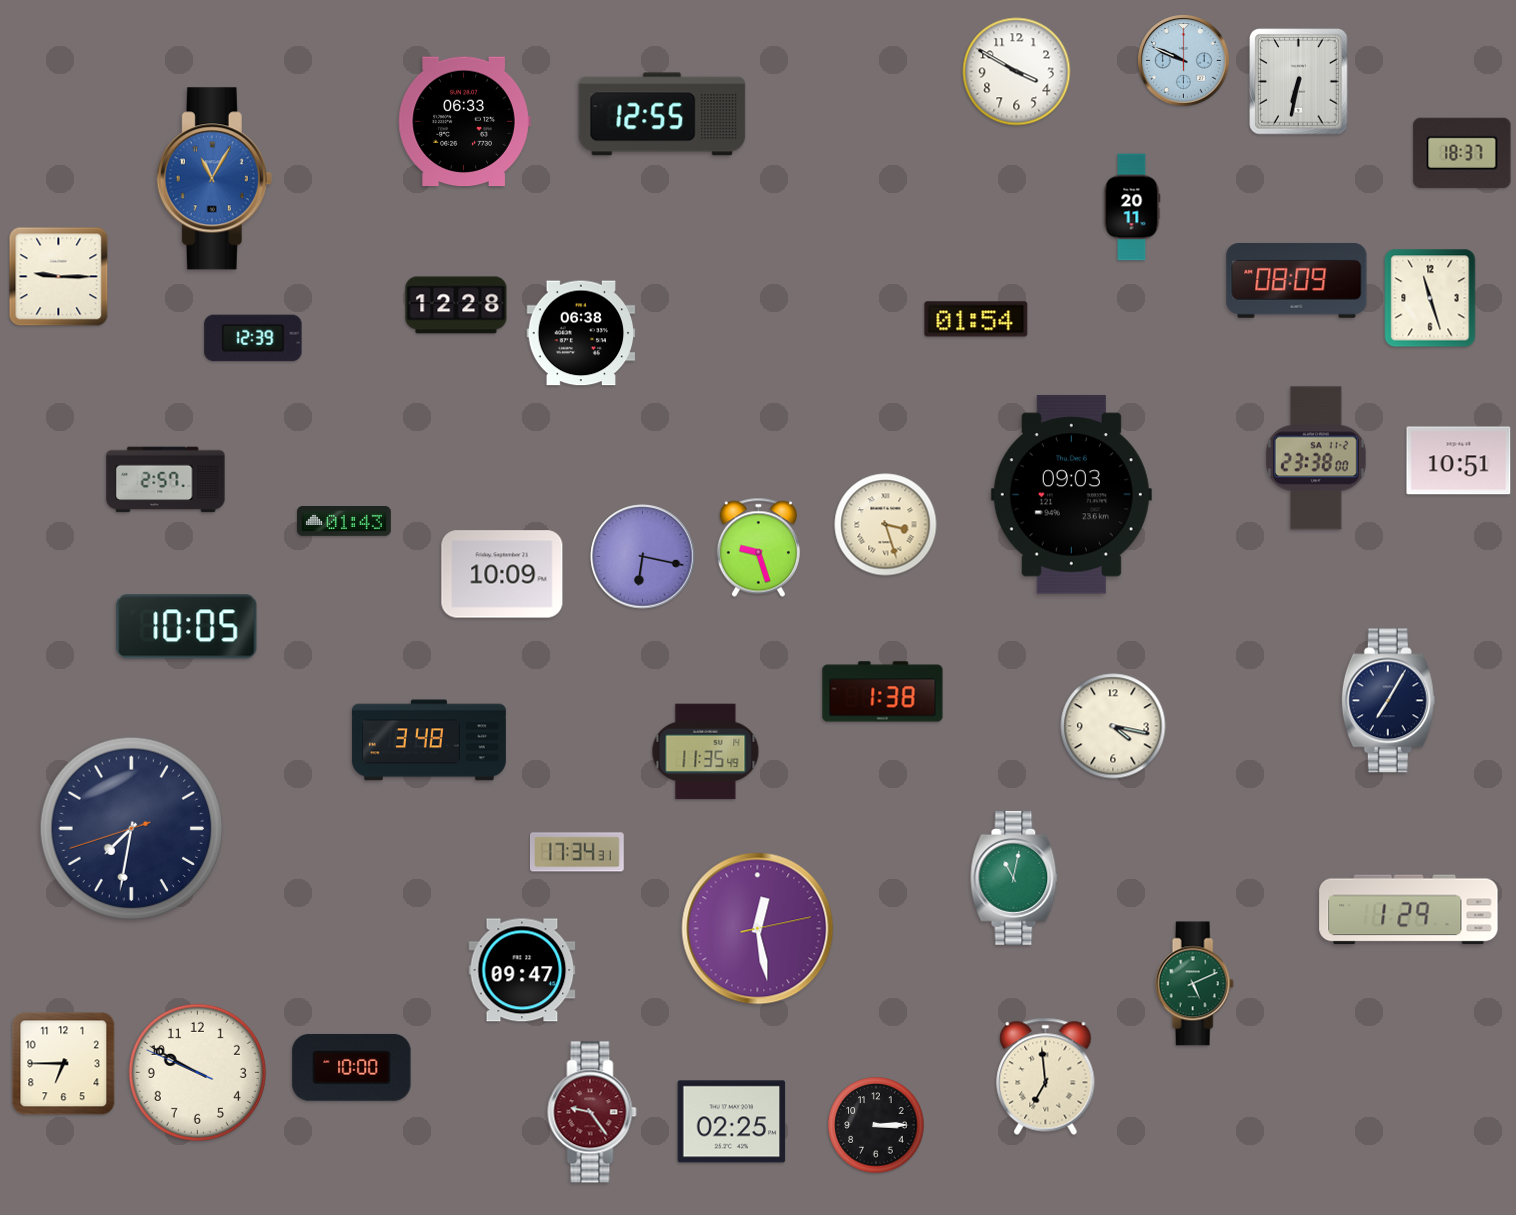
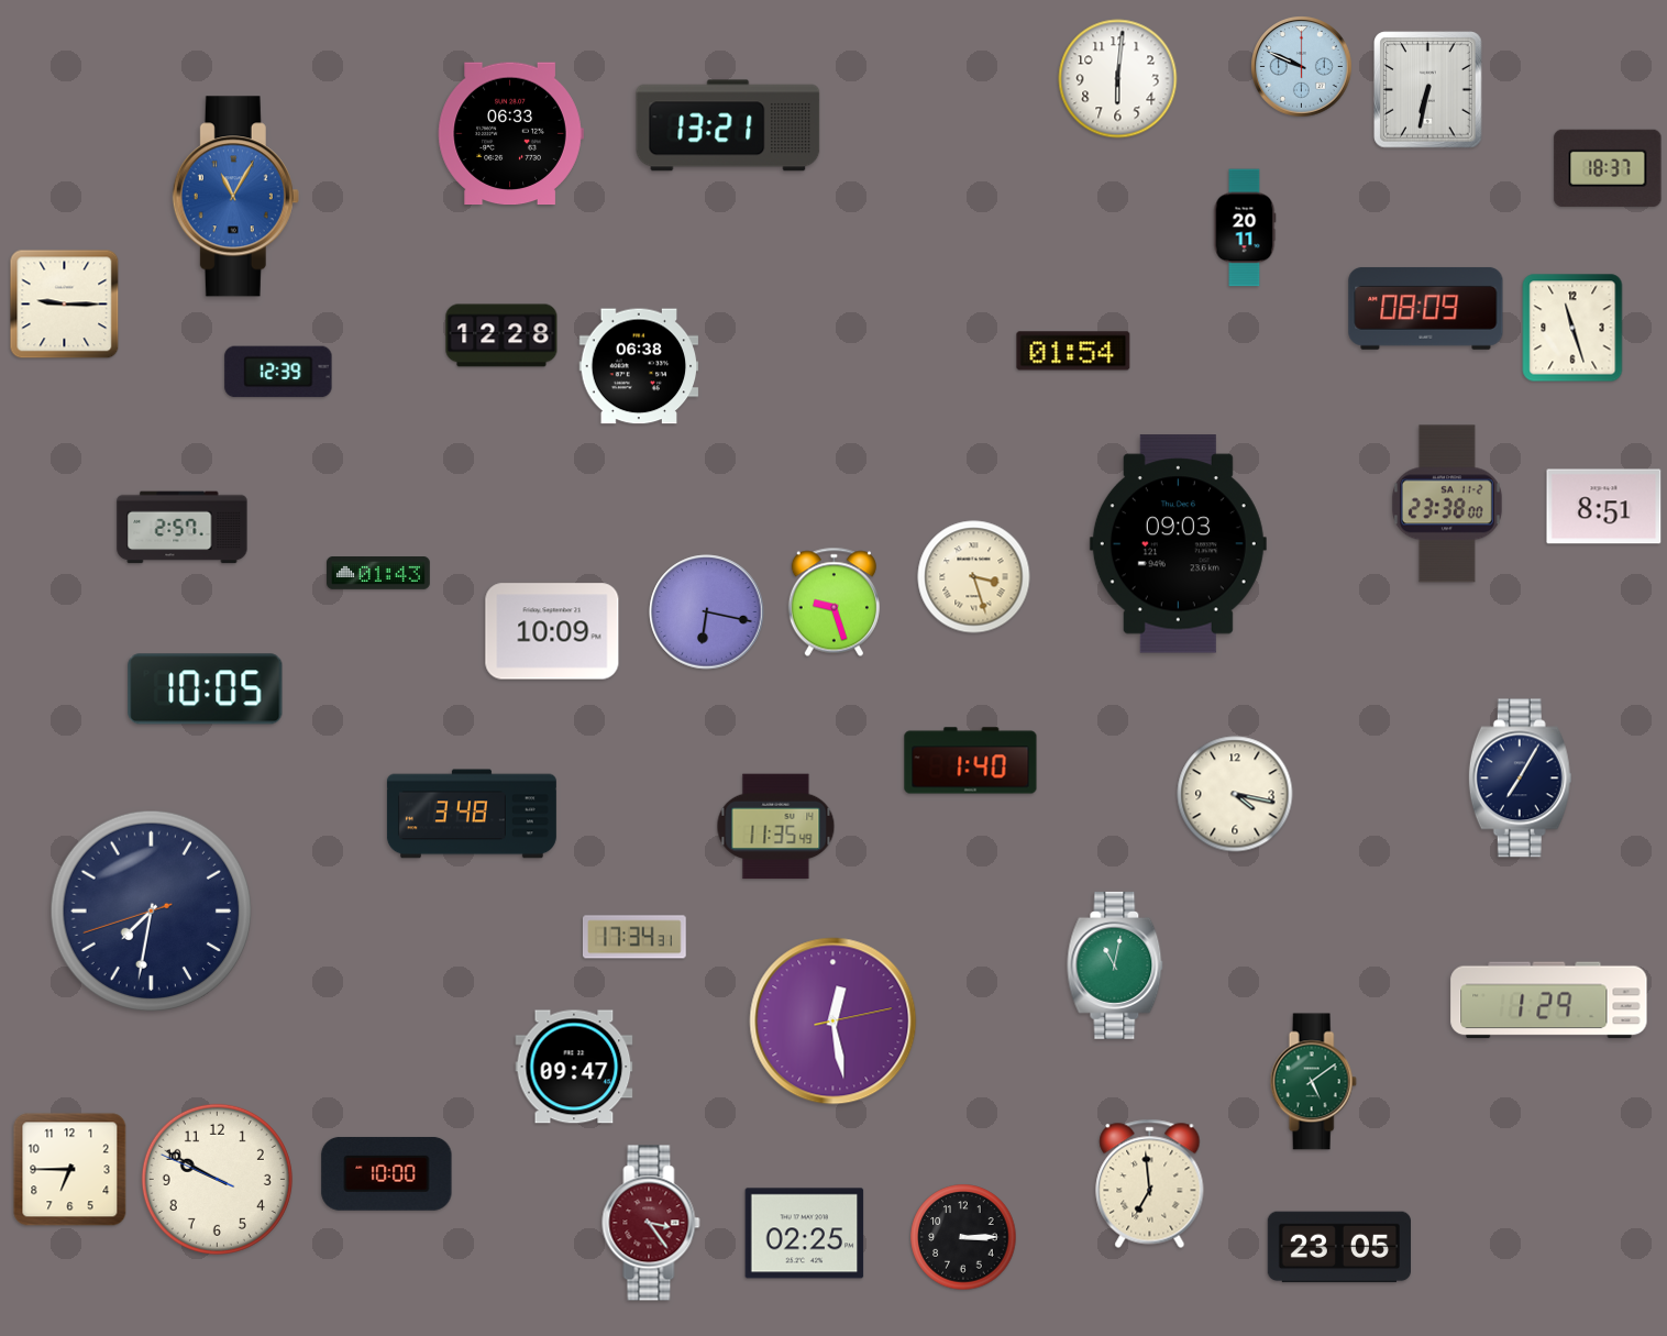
clock at (1017, 72): 3:50 -> 6:01
clock at (662, 114): 12:55 -> 13:21
clock at (1459, 461): 10:51 -> 8:51
clock at (883, 692): 1:38 -> 1:40
clock at (1388, 701) position: (1388, 701) -> (1520, 779)
clock at (1113, 726) position: (1113, 726) -> (1235, 794)
clock at (132, 829) position: (132, 829) -> (152, 912)
clock at (1194, 984): 5:11 -> 5:09
clock at (592, 1112): 9:24 -> 3:24
clock at (1338, 1247): none -> 23:05
